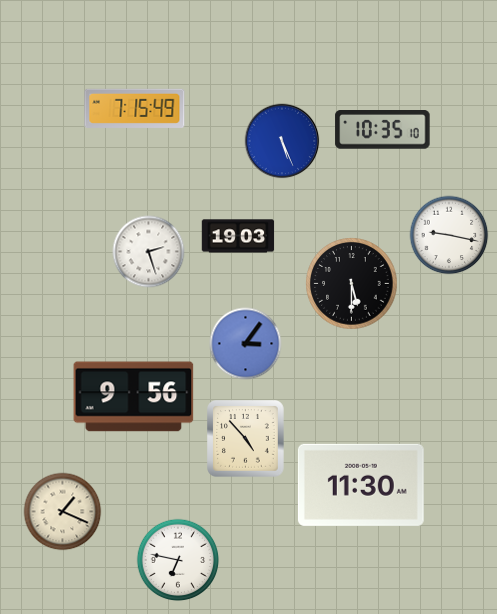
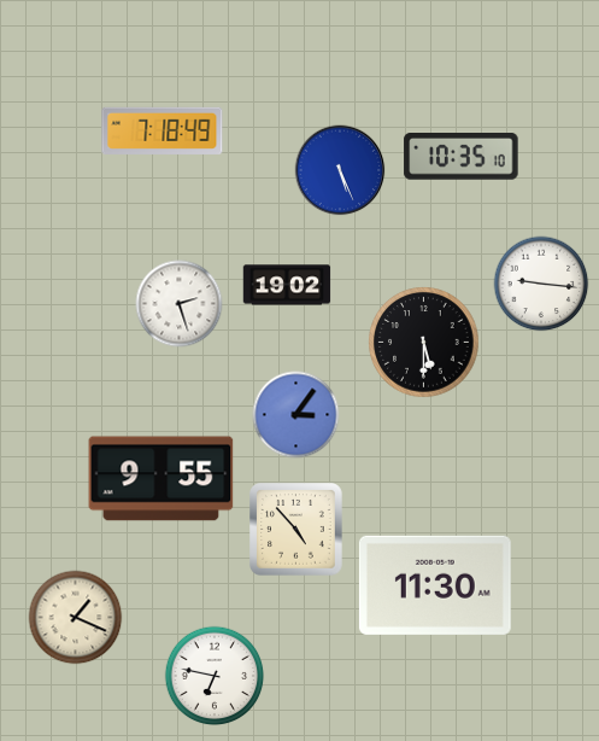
clock at (135, 108): 7:15 -> 7:18
clock at (449, 235): 9:17 -> 9:16
clock at (238, 236): 19:03 -> 19:02
clock at (134, 397): 9:56 -> 9:55
